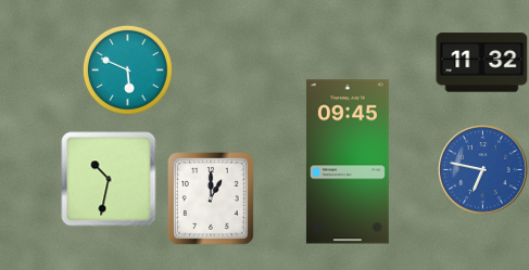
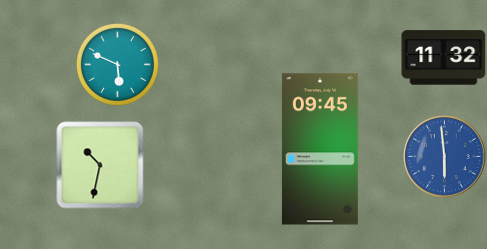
clock at (483, 170): 6:47 -> 5:59
clock at (212, 198): 1:00 -> none
